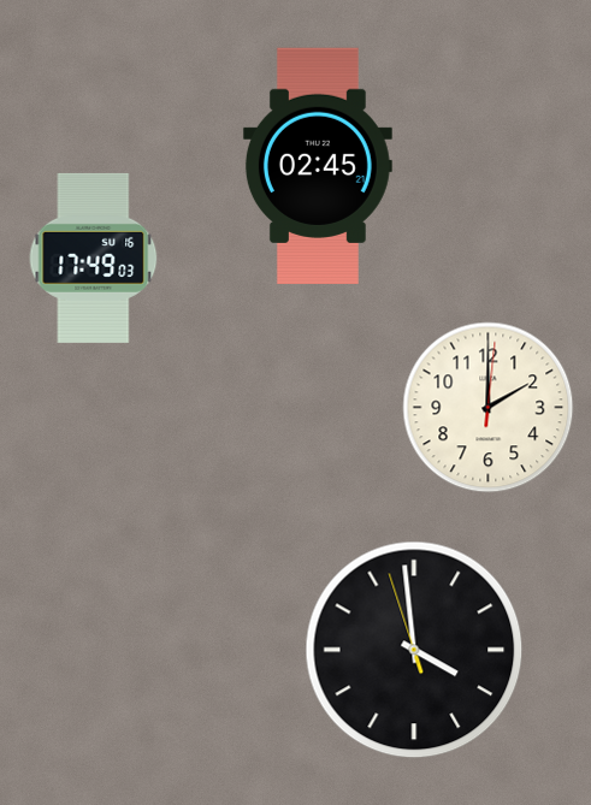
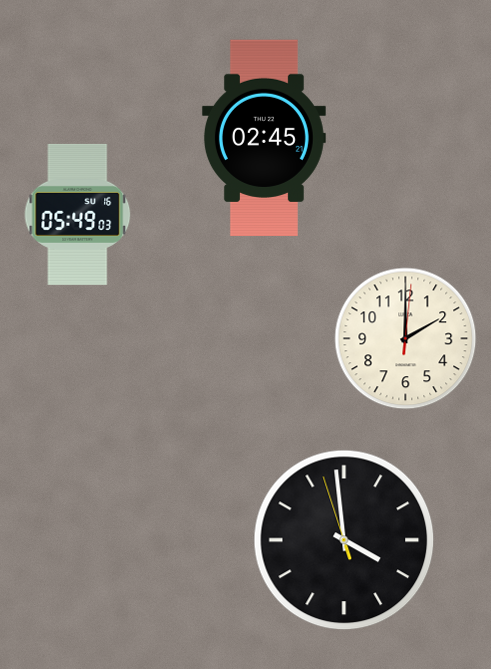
clock at (94, 258): 17:49 -> 05:49
